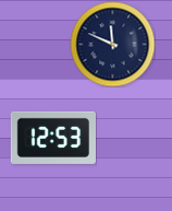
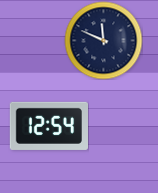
clock at (52, 138): 12:53 -> 12:54
